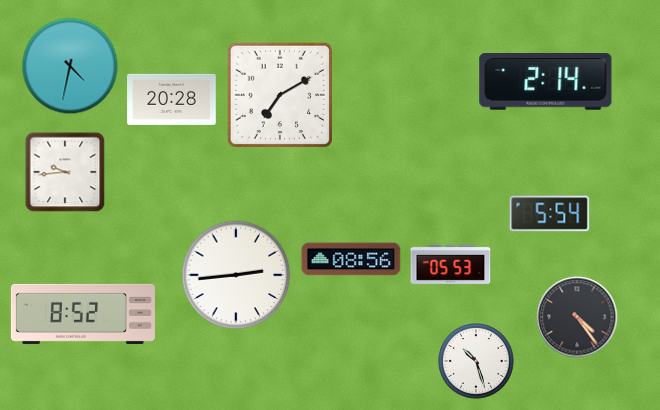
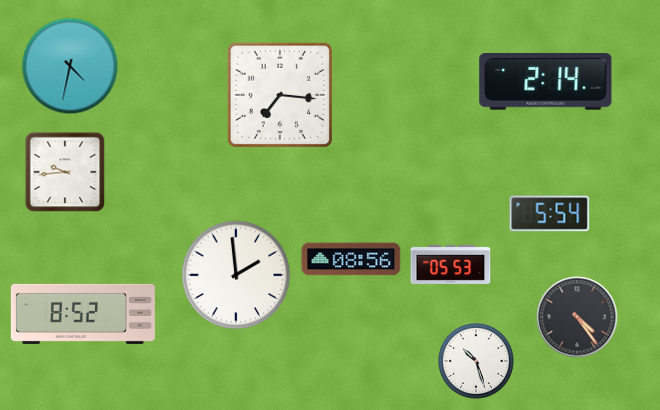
clock at (280, 94): 7:10 -> 7:16
clock at (172, 99): 20:28 -> none
clock at (236, 275): 2:44 -> 1:59
